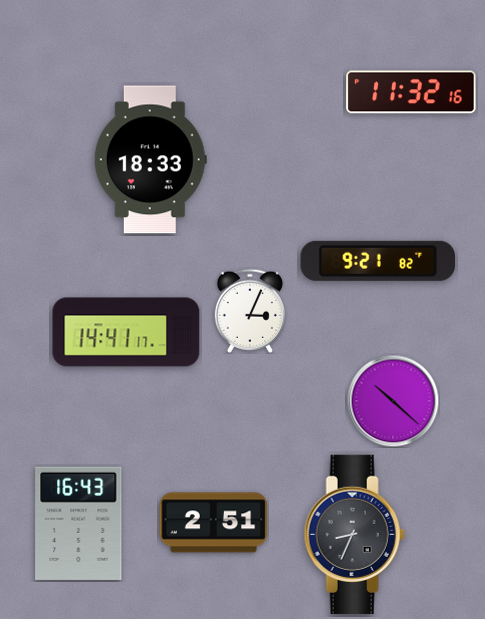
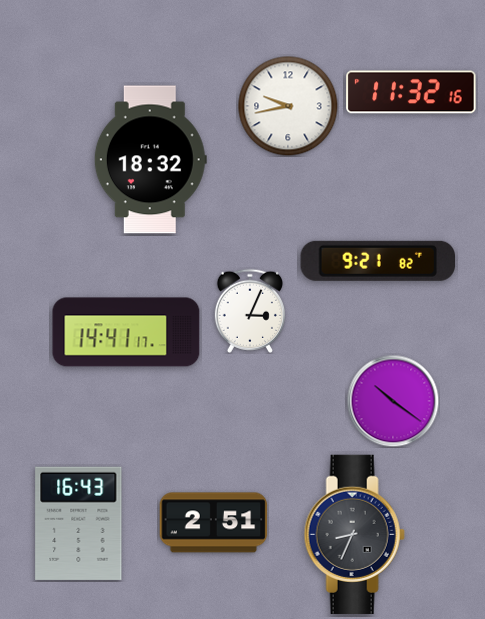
clock at (288, 106): none -> 9:43
clock at (150, 160): 18:33 -> 18:32
clock at (393, 401): 10:22 -> 10:21
